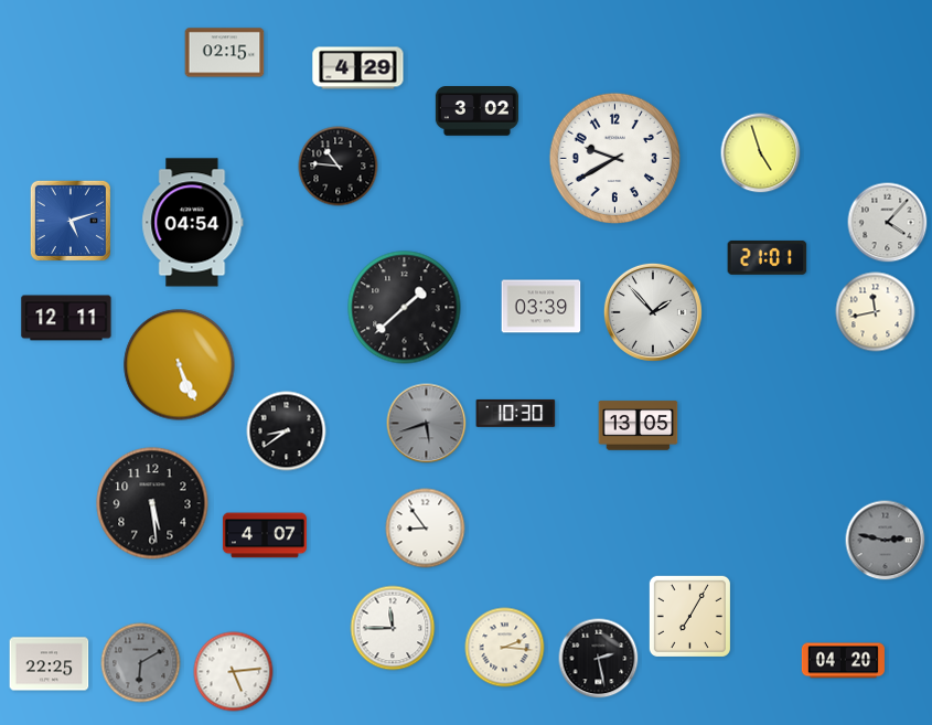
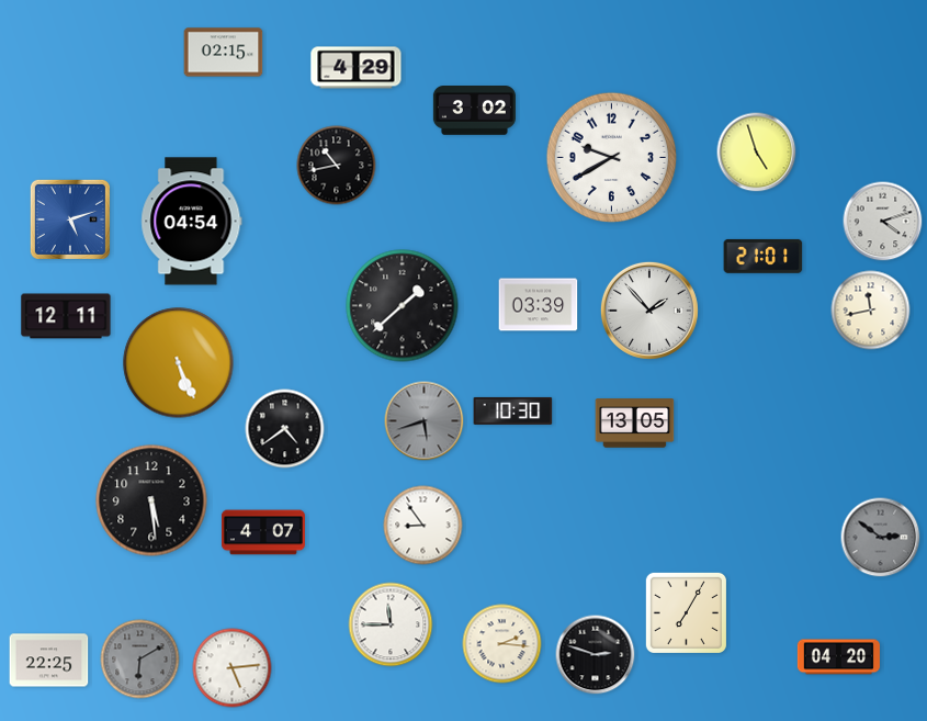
clock at (339, 167): 10:46 -> 10:43
clock at (888, 223): 4:07 -> 4:12
clock at (287, 431): 8:39 -> 4:39
clock at (886, 541): 2:47 -> 2:51
clock at (599, 659): 2:28 -> 2:48
